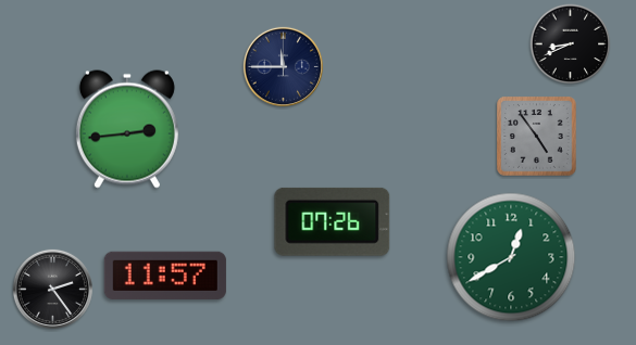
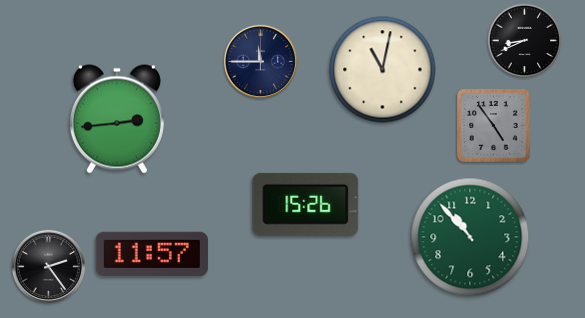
clock at (383, 70): none -> 11:02
clock at (333, 221): 07:26 -> 15:26
clock at (511, 257): 12:40 -> 10:53
